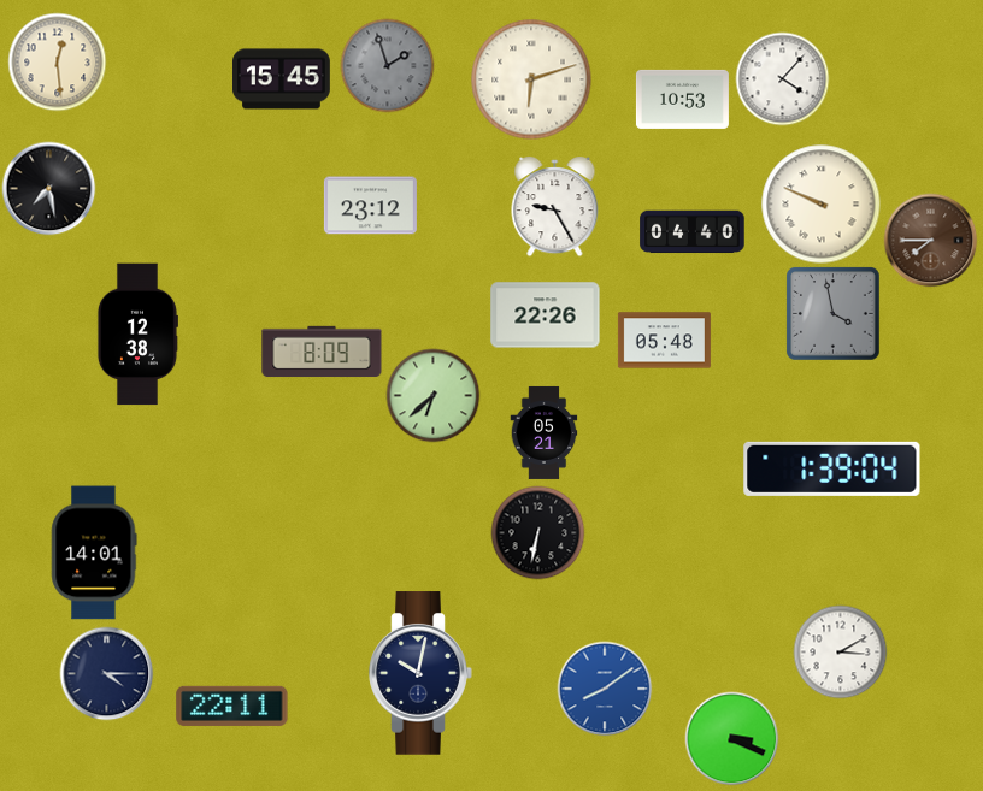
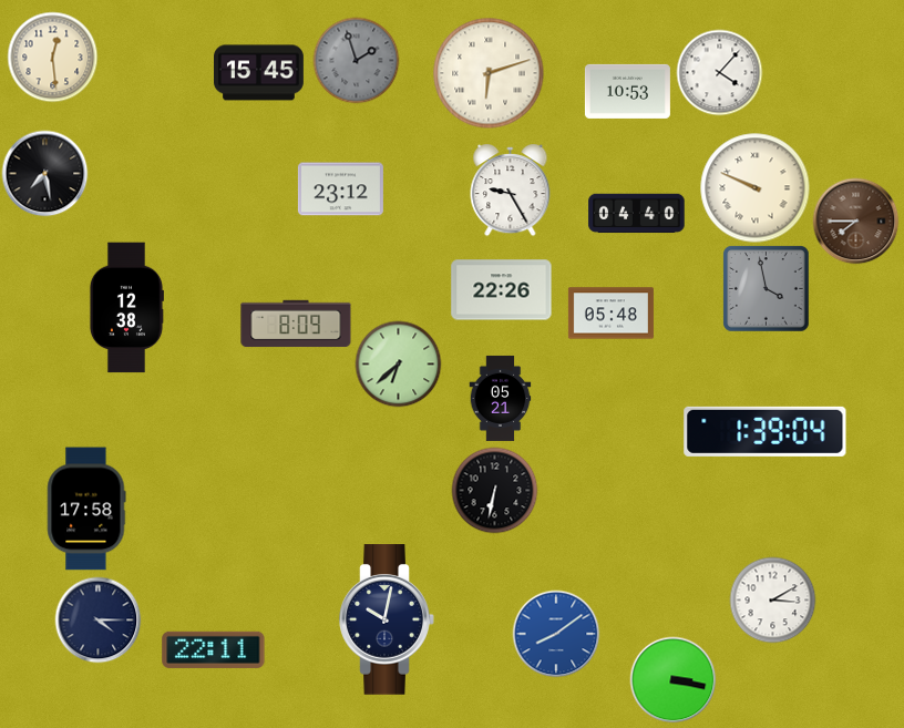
clock at (94, 553): 14:01 -> 17:58
clock at (731, 738): 3:19 -> 3:17
